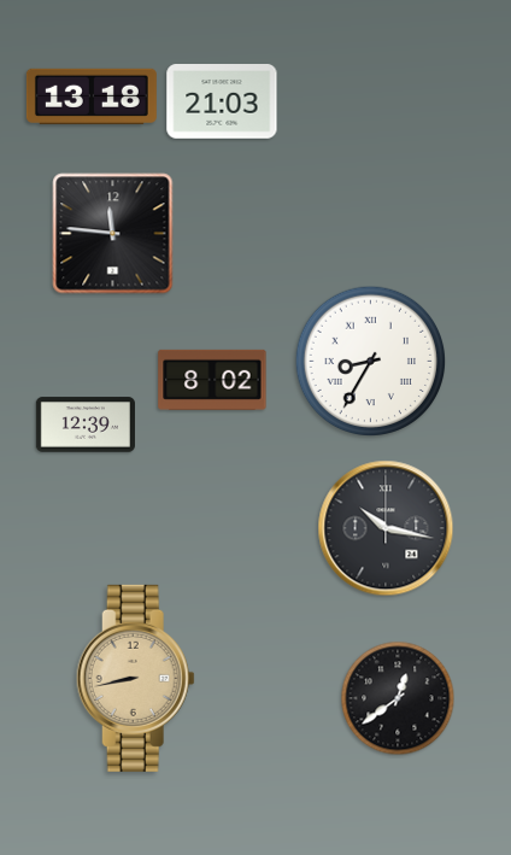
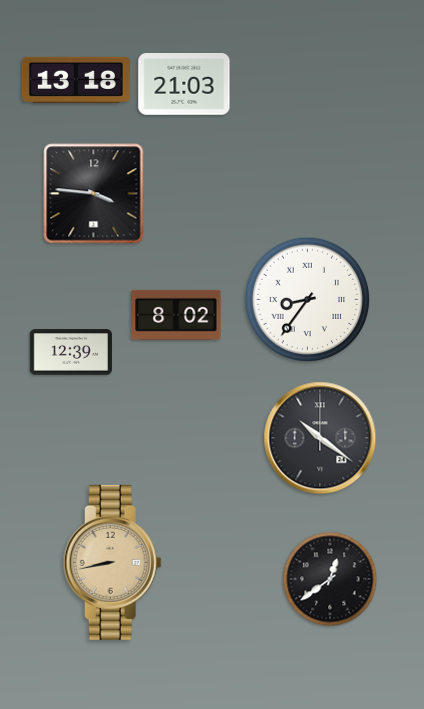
clock at (113, 234): 11:46 -> 3:46
clock at (371, 362): 8:35 -> 8:36
clock at (386, 528): 10:17 -> 10:21
